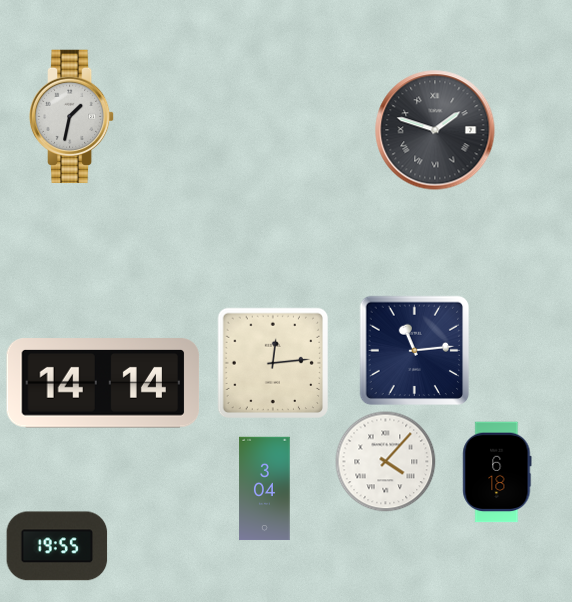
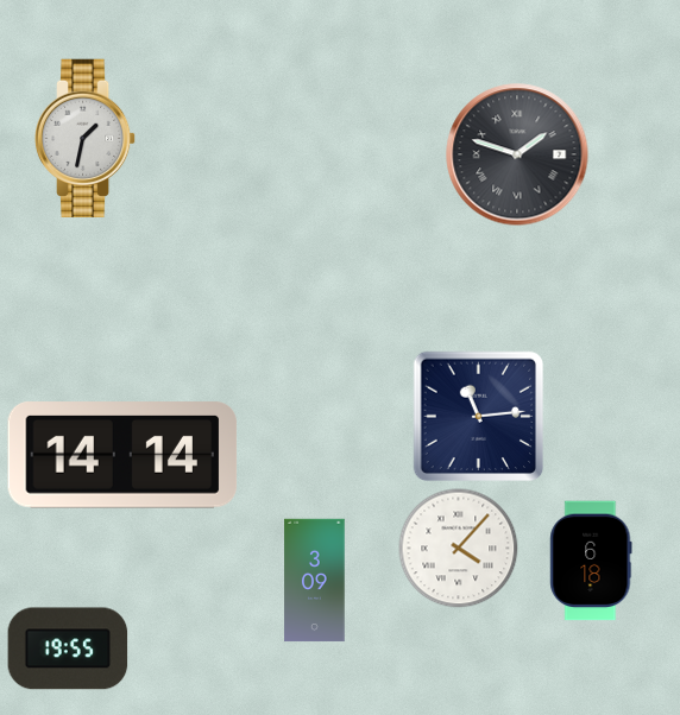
clock at (415, 351) position: (415, 351) -> (479, 417)
clock at (273, 363): 12:14 -> none
clock at (265, 489): 3:04 -> 3:09
